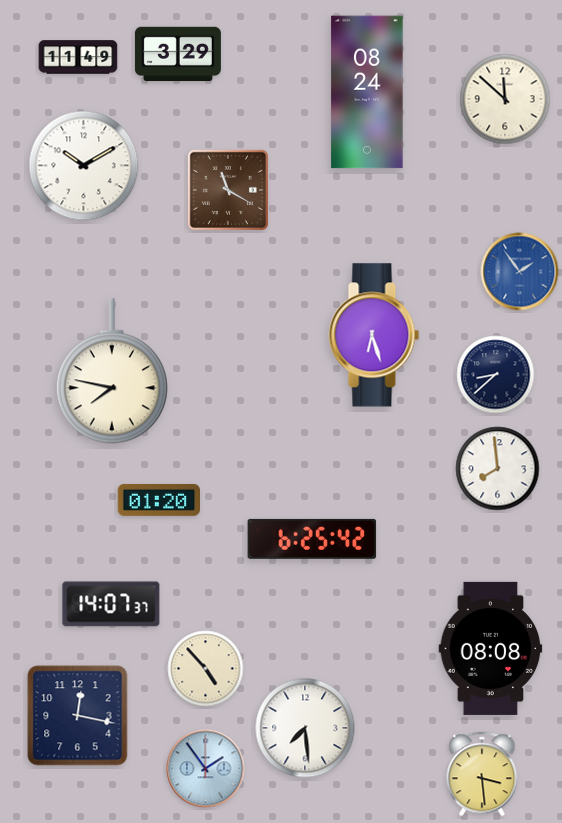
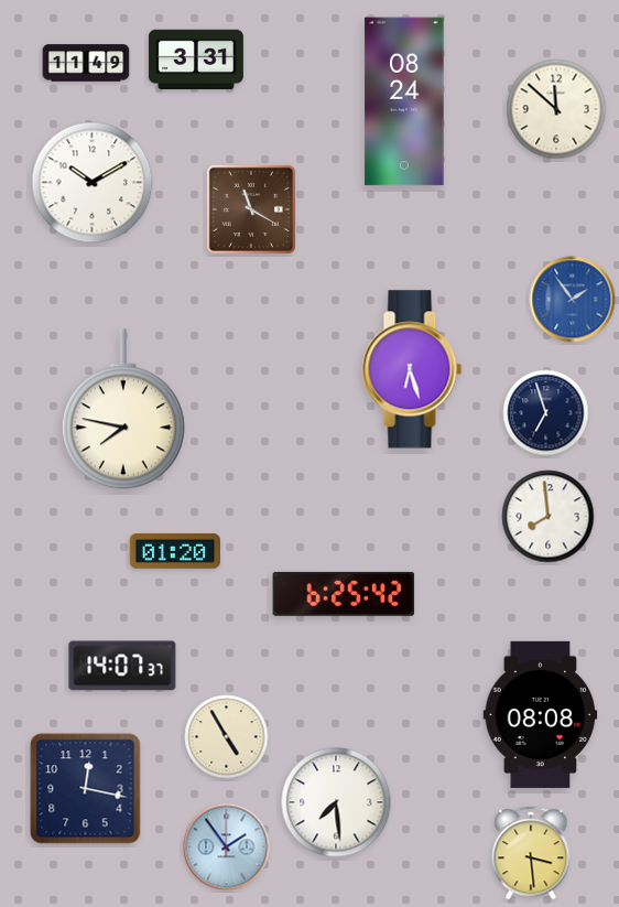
clock at (178, 54): 3:29 -> 3:31
clock at (496, 375): 8:38 -> 6:57
clock at (206, 669): 4:53 -> 4:55
